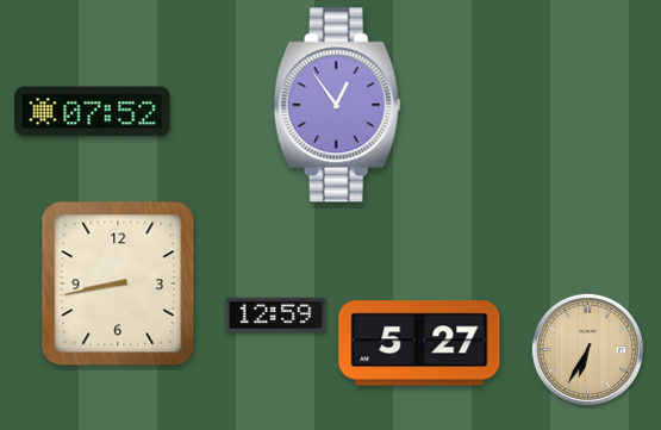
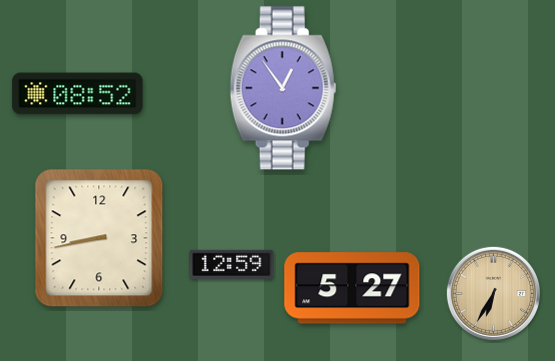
clock at (93, 112): 07:52 -> 08:52
